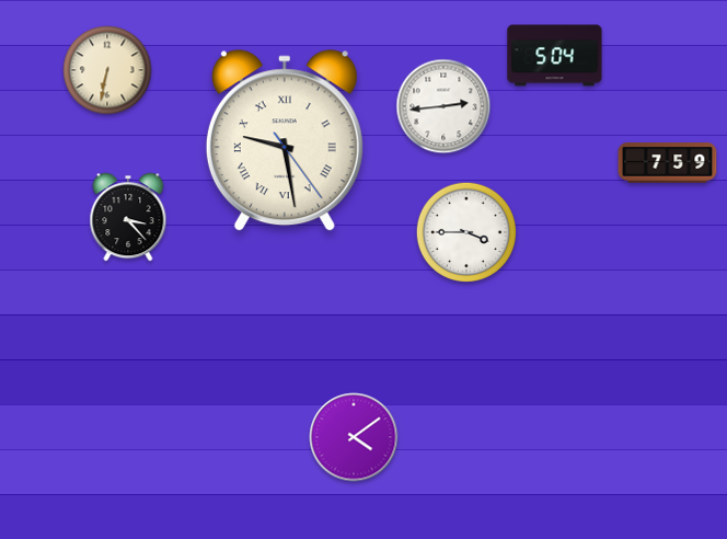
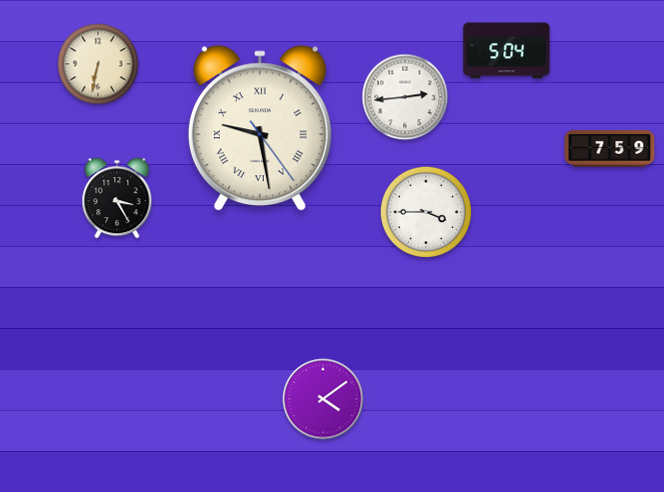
clock at (128, 217): 3:23 -> 3:25
